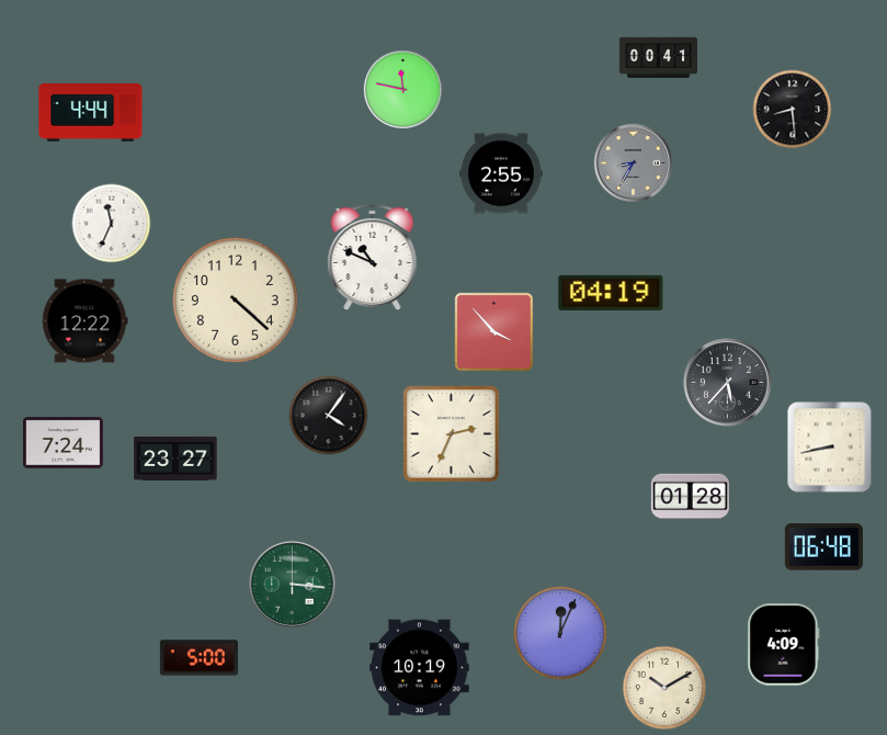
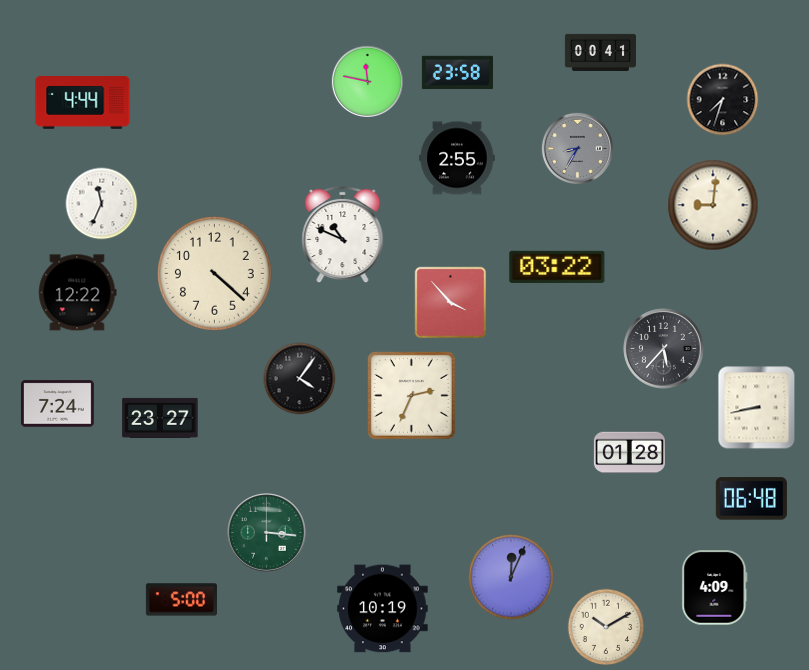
clock at (457, 73): none -> 23:58
clock at (793, 110): 8:29 -> 7:33
clock at (713, 205): none -> 9:01
clock at (373, 258) position: (373, 258) -> (343, 235)
clock at (611, 293): 04:19 -> 03:22
